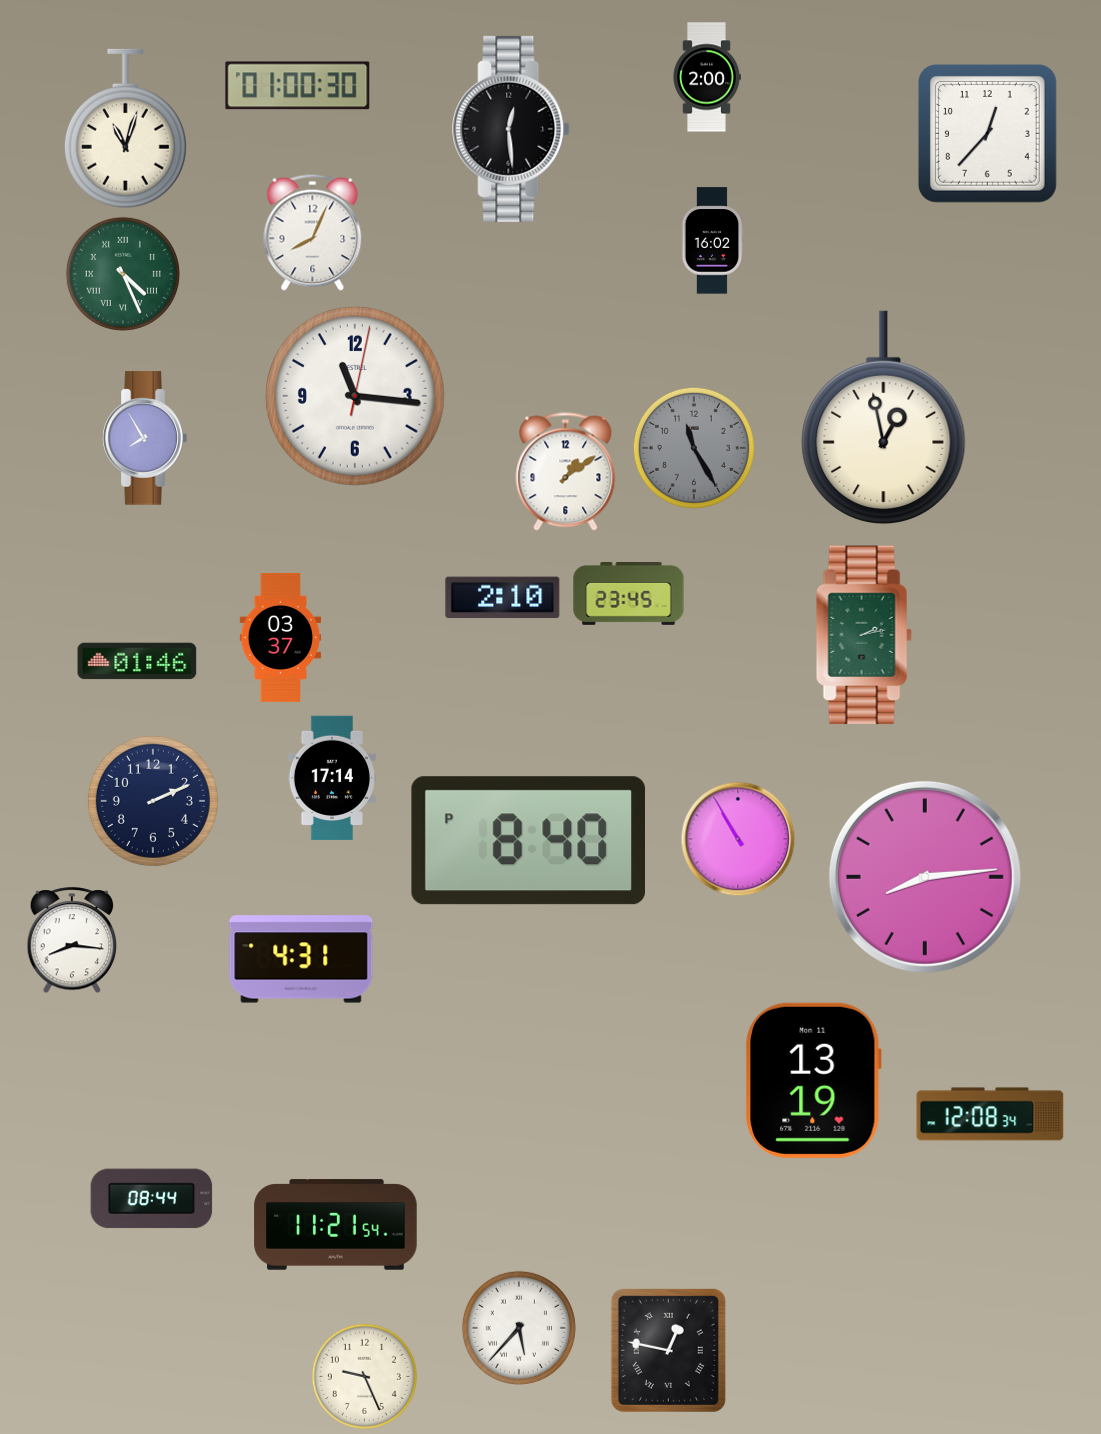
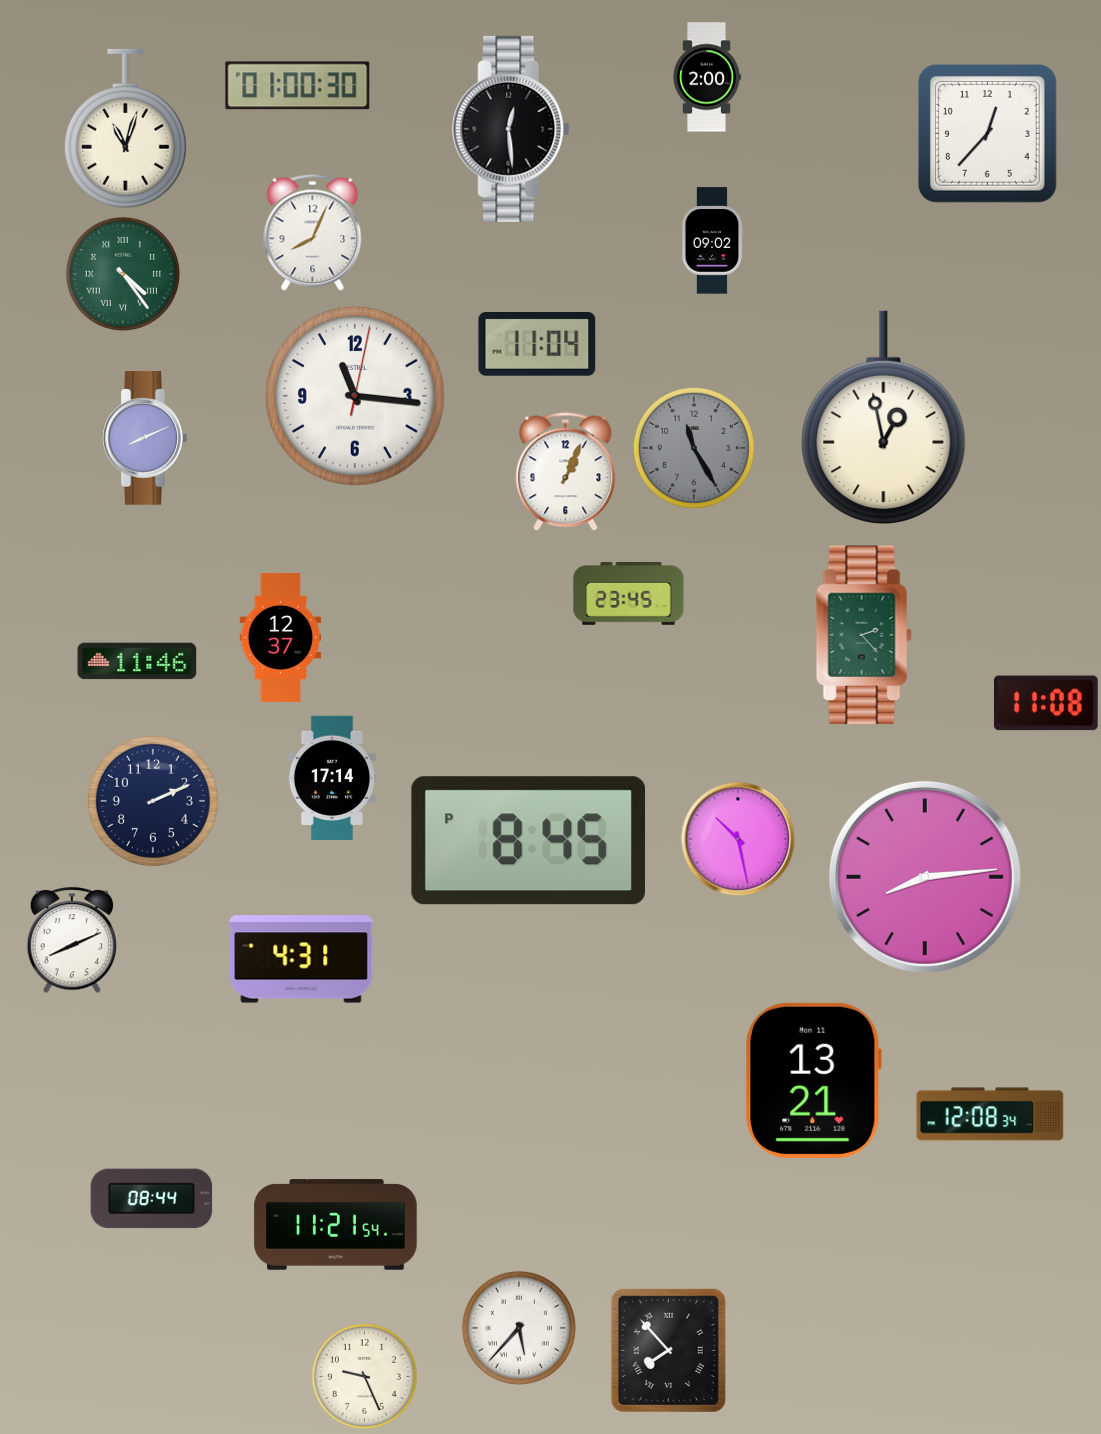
clock at (712, 241): 16:02 -> 09:02
clock at (123, 274): 4:26 -> 4:24
clock at (537, 345): none -> 11:04
clock at (145, 438): 7:55 -> 8:11
clock at (566, 472): 1:09 -> 1:04
clock at (503, 598): 2:10 -> none
clock at (864, 635): 2:13 -> 2:23
clock at (281, 637): 03:37 -> 12:37
clock at (137, 661): 01:46 -> 11:46
clock at (1046, 703): none -> 11:08
clock at (738, 839): 10:55 -> 10:28
clock at (528, 841): 8:40 -> 8:45
clock at (72, 941): 8:16 -> 8:11
clock at (814, 1080): 13:19 -> 13:21
clock at (668, 1350): 12:47 -> 7:53
